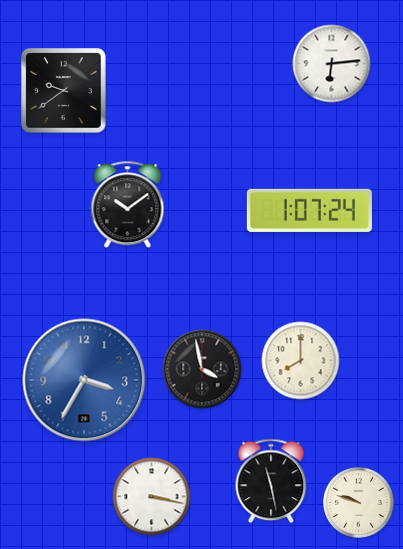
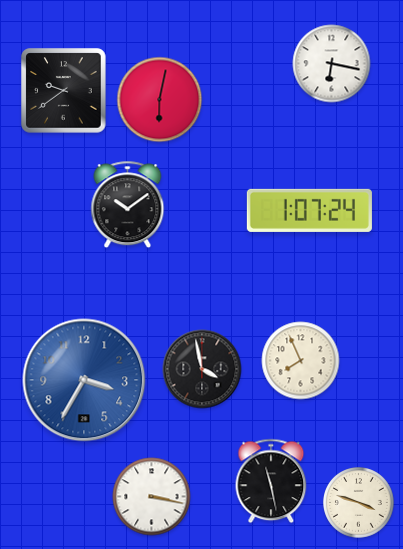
clock at (332, 64): 6:14 -> 6:17
clock at (160, 100): none -> 6:02
clock at (301, 361): 8:00 -> 7:56
clock at (359, 503): 9:48 -> 3:48
